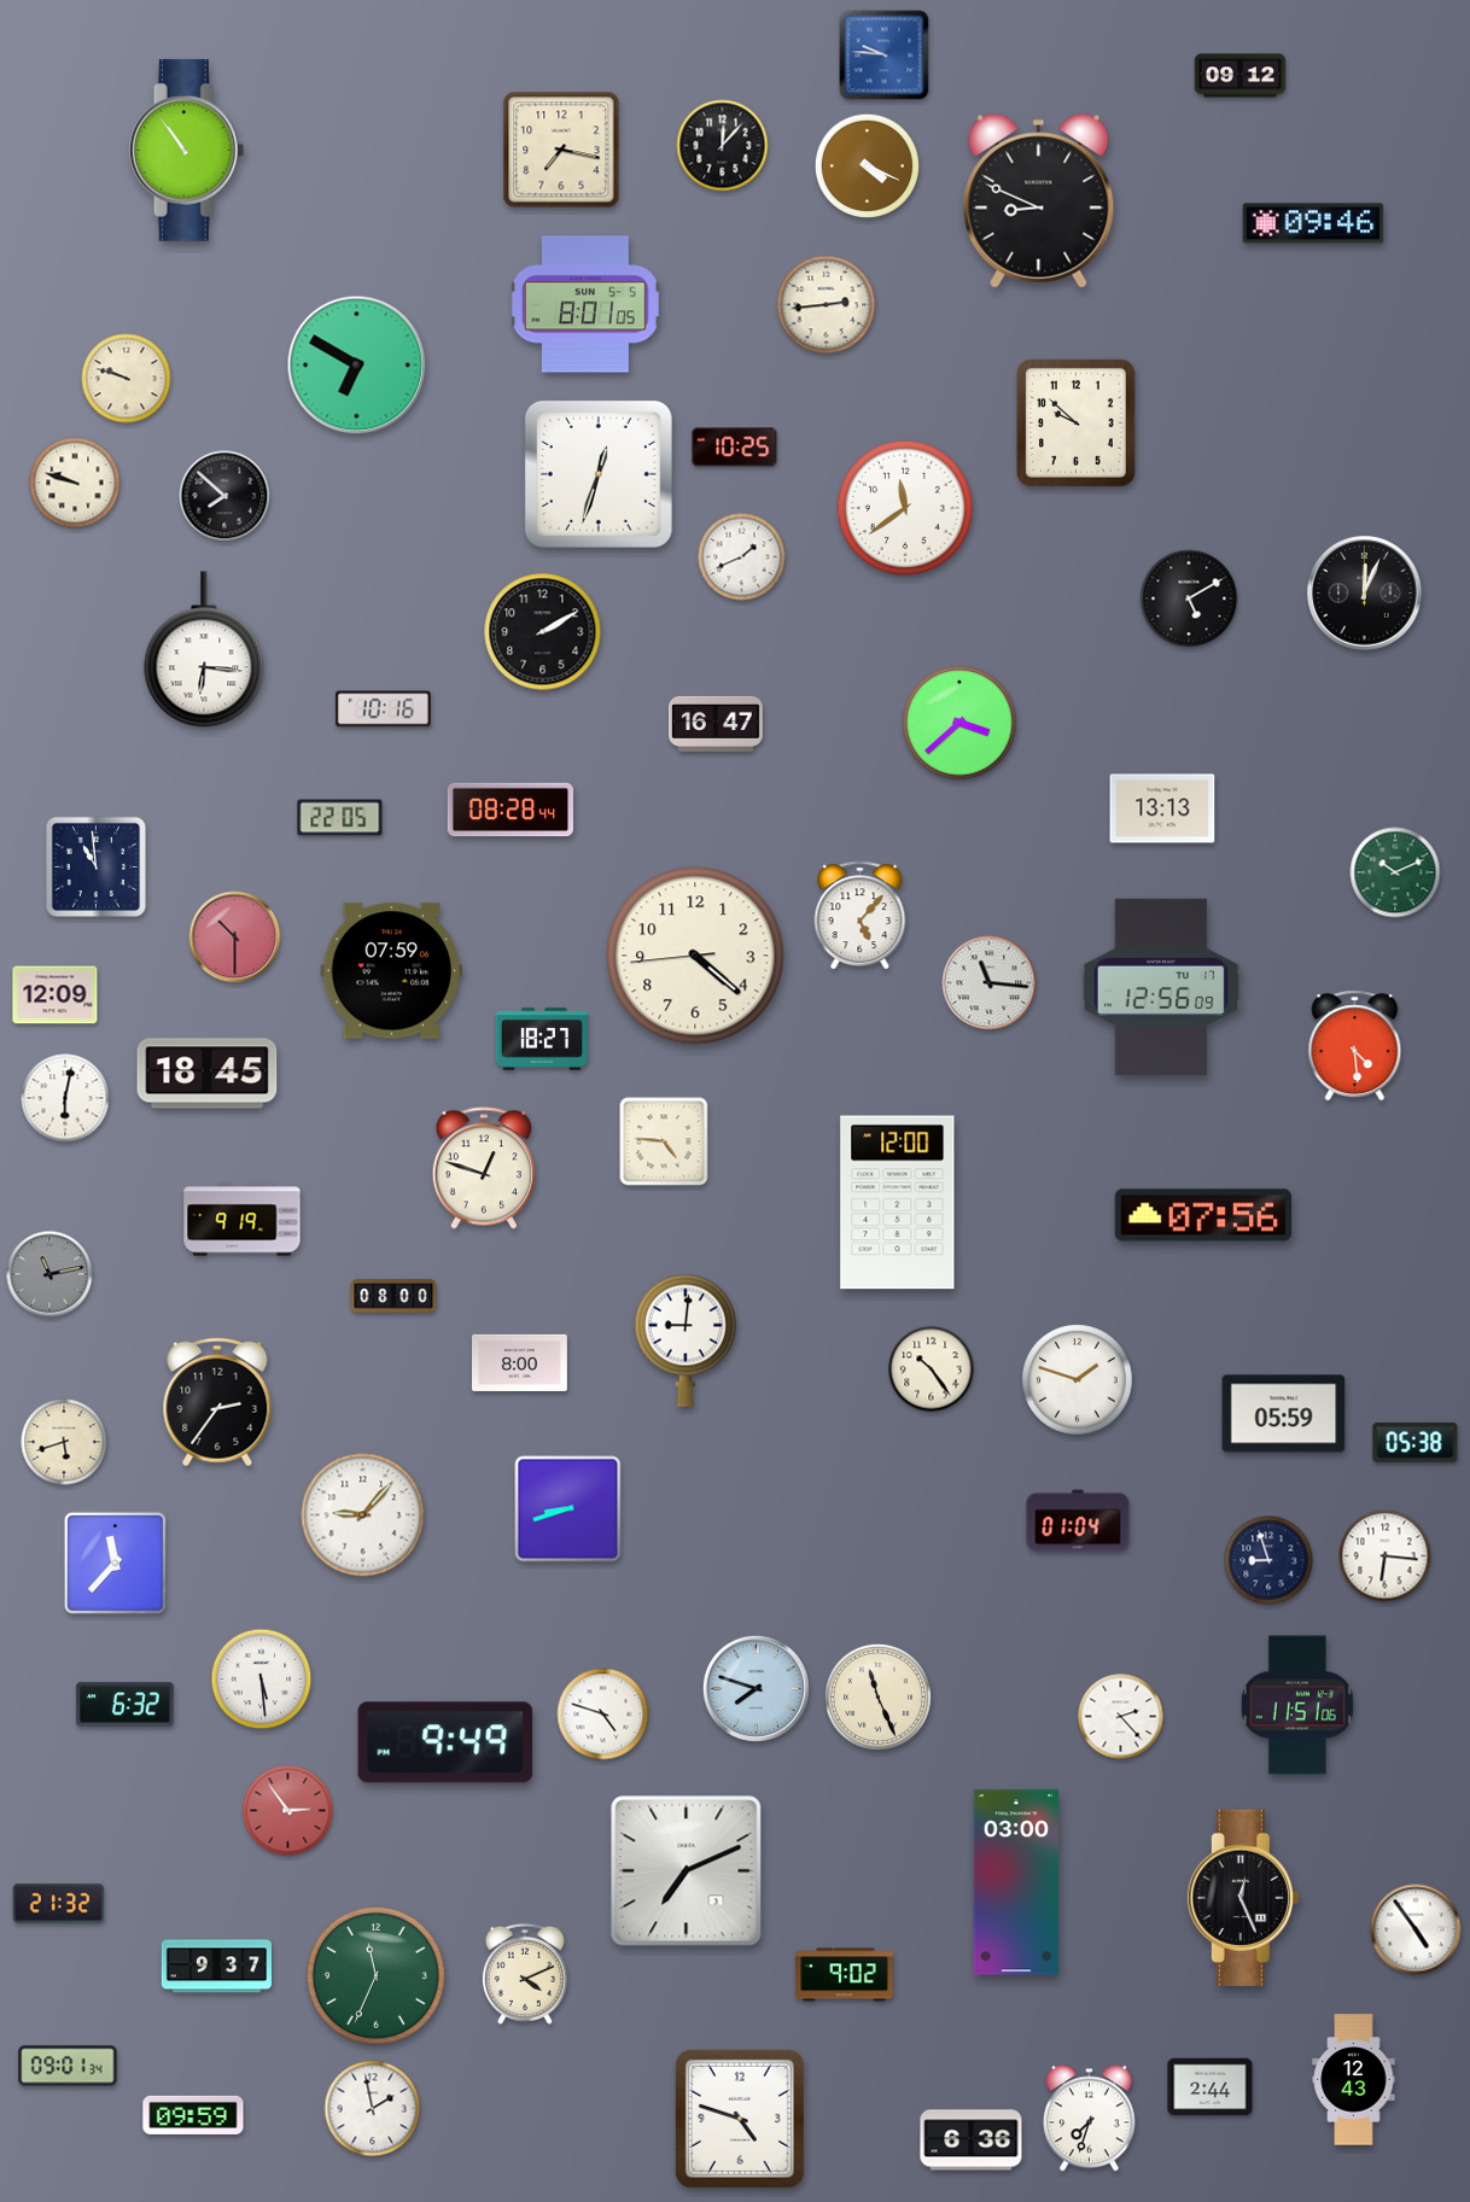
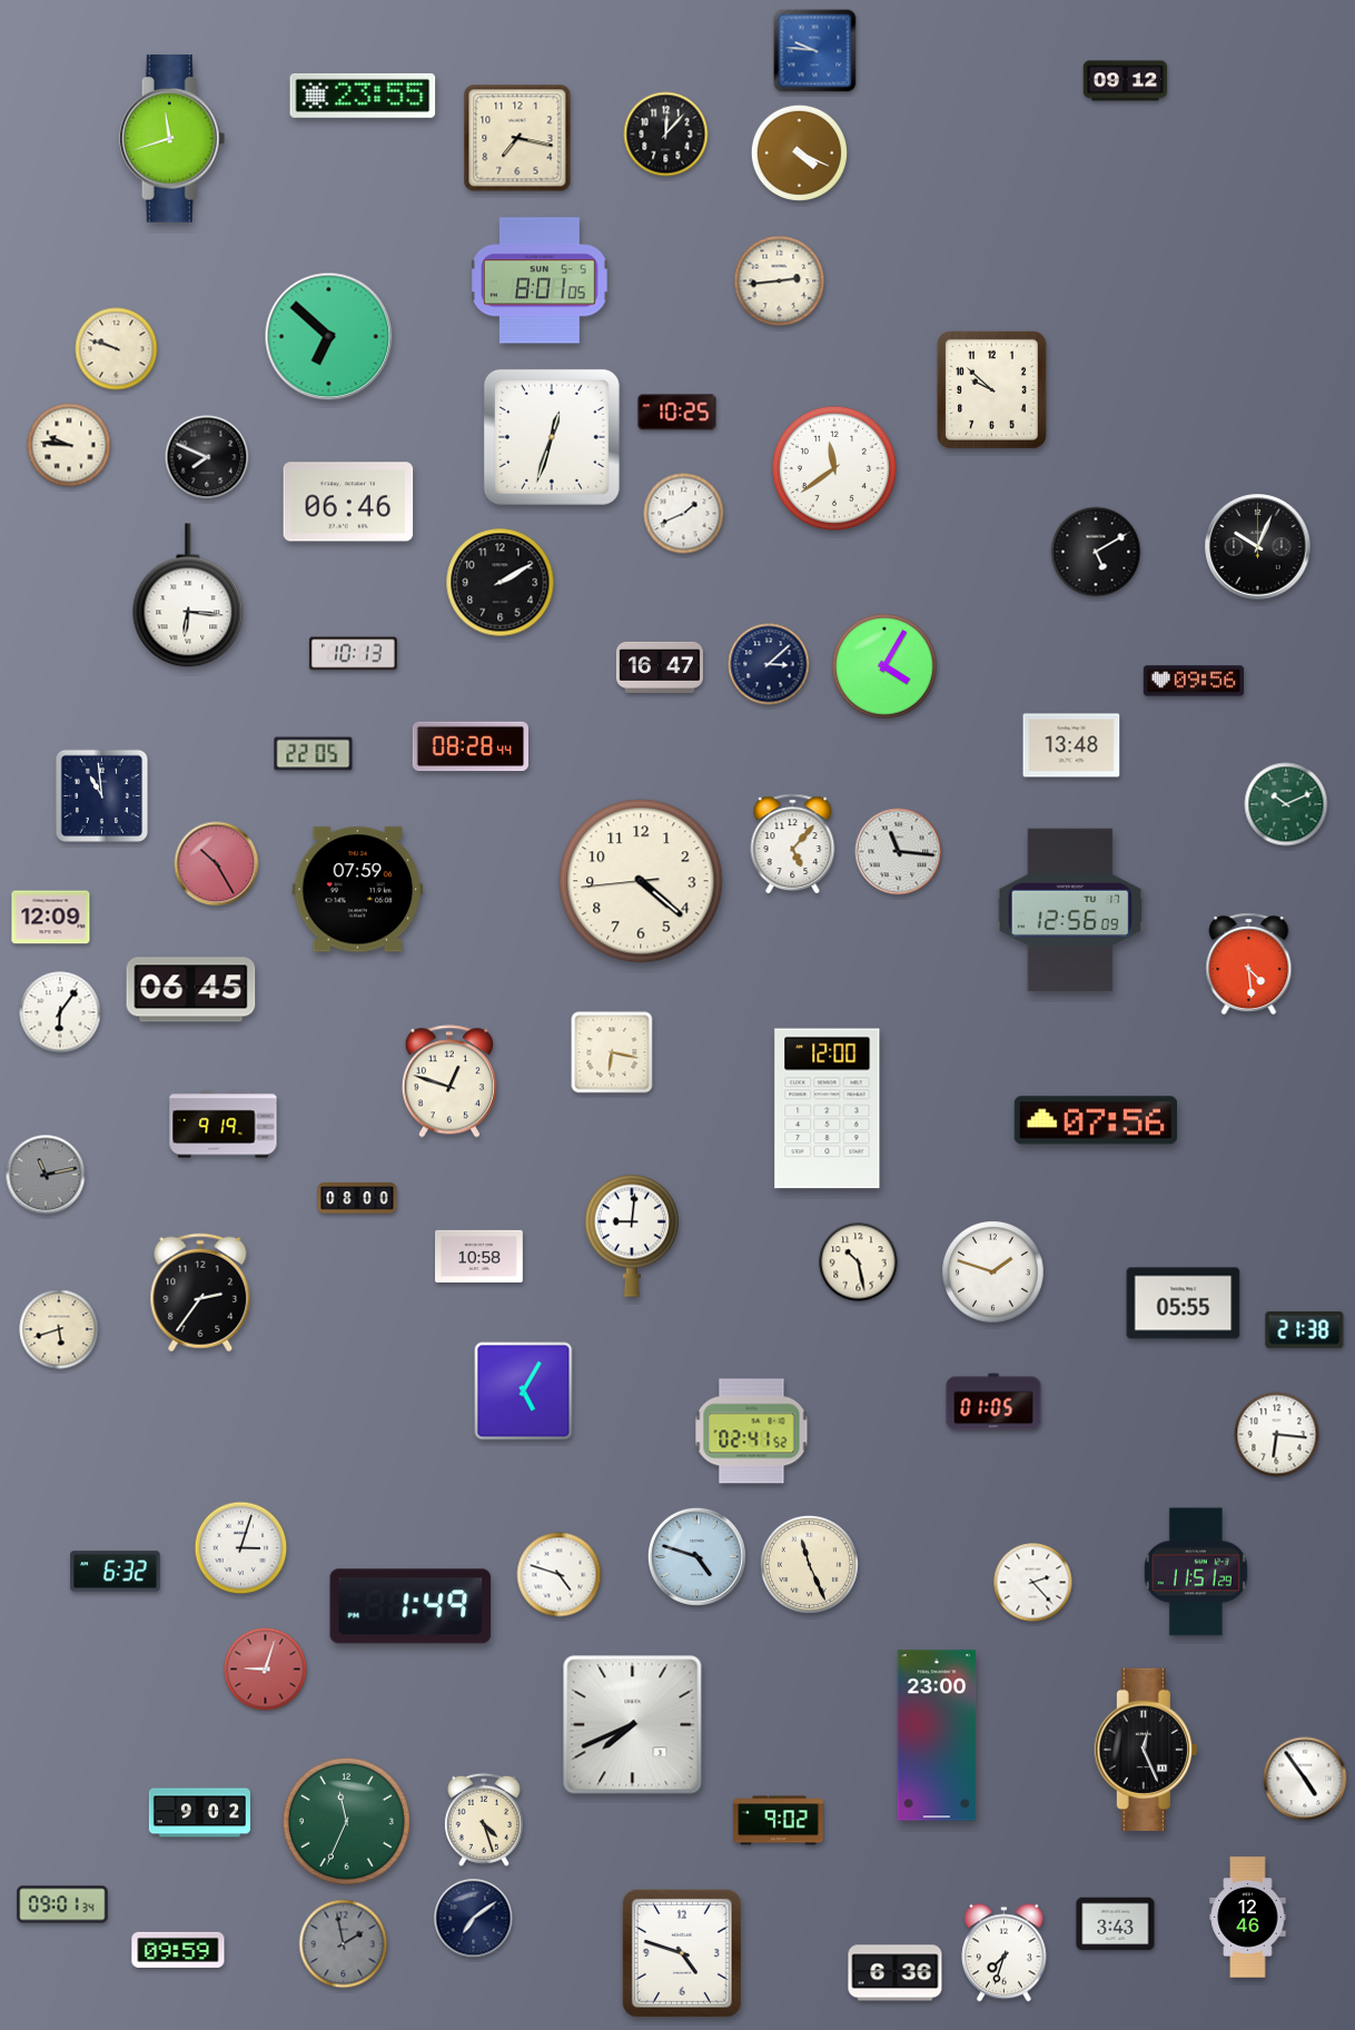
clock at (1241, 76) position: (1241, 76) -> (1126, 81)
clock at (363, 96): none -> 23:55
clock at (187, 151): 10:54 -> 11:42
clock at (1039, 200): 8:49 -> none
clock at (1313, 223): 09:46 -> none
clock at (827, 305) position: (827, 305) -> (780, 281)
clock at (357, 366): 6:50 -> 6:52
clock at (75, 483): 9:48 -> 9:46
clock at (224, 496): 7:52 -> 7:49
clock at (348, 502): none -> 06:46
clock at (1365, 594): 12:04 -> 10:04
clock at (204, 649) position: (204, 649) -> (188, 595)
clock at (383, 709): 10:16 -> 10:13
clock at (769, 664): none -> 3:08
clock at (959, 723): 3:38 -> 4:05
clock at (1194, 681): none -> 09:56
clock at (1162, 808): 13:13 -> 13:48
clock at (95, 866) position: (95, 866) -> (101, 795)
clock at (235, 938): 10:30 -> 10:25
clock at (392, 971) position: (392, 971) -> (358, 890)
clock at (990, 983) position: (990, 983) -> (899, 852)
clock at (541, 1039): 18:27 -> none
clock at (208, 1074): 18:45 -> 06:45
clock at (65, 1098): 6:02 -> 6:06
clock at (664, 1141): 4:46 -> 6:17
clock at (484, 1168) position: (484, 1168) -> (449, 1081)
clock at (1202, 1215) position: (1202, 1215) -> (1095, 1120)
clock at (393, 1296) position: (393, 1296) -> (357, 1198)
clock at (520, 1362): 8:00 -> 10:58
clock at (932, 1369): 10:24 -> 10:28
clock at (1284, 1414): 05:59 -> 05:55
clock at (1416, 1442): 05:38 -> 21:38
clock at (568, 1509): 8:42 -> 5:05
clock at (363, 1515): 9:07 -> none
clock at (1078, 1520): 01:04 -> 01:05
clock at (752, 1432): none -> 02:41
clock at (1268, 1560): 8:57 -> none
clock at (115, 1563): 11:37 -> none
clock at (262, 1680): 5:29 -> 3:03
clock at (756, 1688): 7:48 -> 4:48
clock at (1297, 1705): 11:51:06 -> 11:51:29
clock at (603, 1715) position: (603, 1715) -> (560, 1575)
clock at (445, 1742): 9:49 -> 1:49
clock at (288, 1811): 2:54 -> 9:03
clock at (687, 1871): 7:11 -> 7:41
clock at (1016, 1882): 03:00 -> 23:00
clock at (59, 1904): 21:32 -> none
clock at (216, 1967): 9:37 -> 9:02
clock at (525, 1974): 4:11 -> 4:27
clock at (1354, 2080): 12:43 -> 12:46
clock at (474, 1919): none -> 7:09
clock at (1211, 2087): 2:44 -> 3:43
clock at (373, 2109) dial: white -> grey
